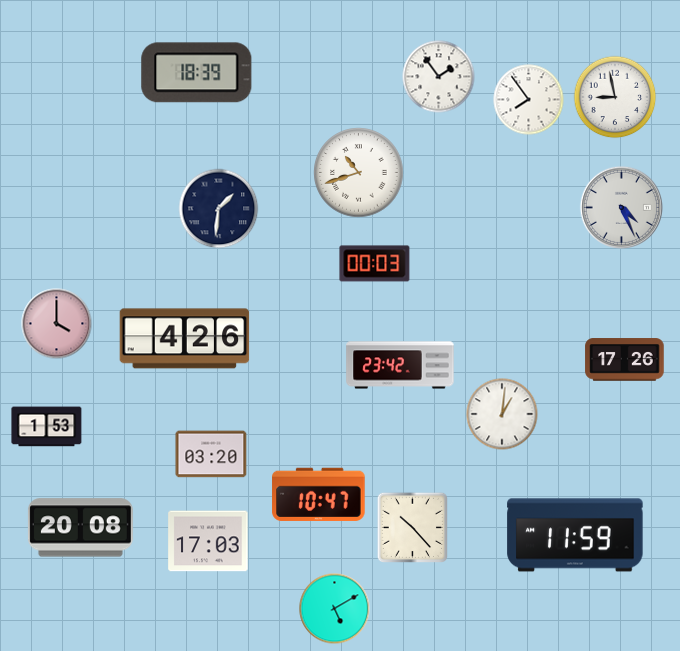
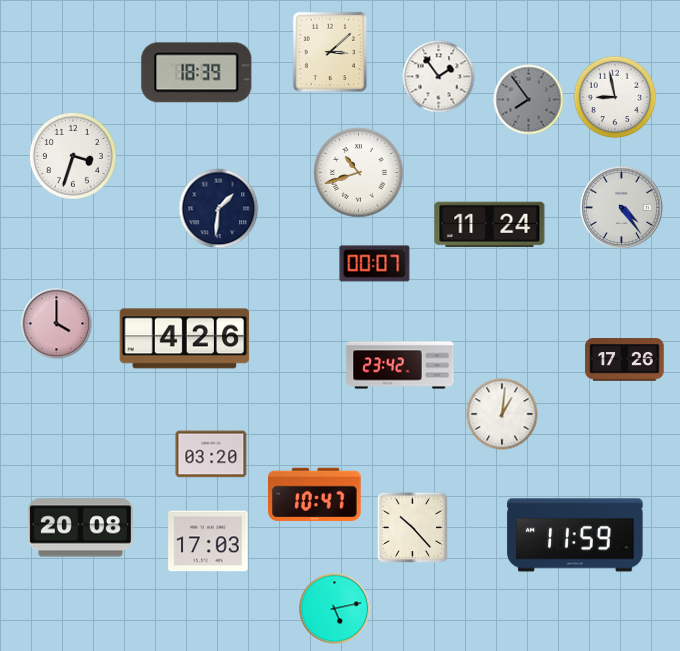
clock at (330, 52): none -> 3:08
clock at (529, 100) dial: white -> grey
clock at (73, 156): none -> 3:33
clock at (621, 207): 4:26 -> 4:24
clock at (490, 225): none -> 11:24
clock at (375, 264): 00:03 -> 00:07
clock at (47, 427): 1:53 -> none
clock at (319, 494) position: (319, 494) -> (315, 494)
clock at (335, 609): 5:10 -> 5:13
